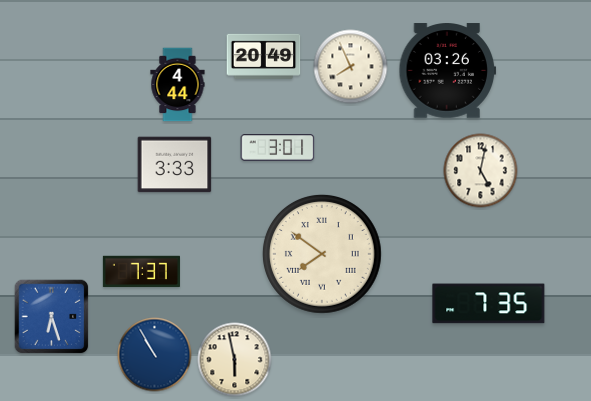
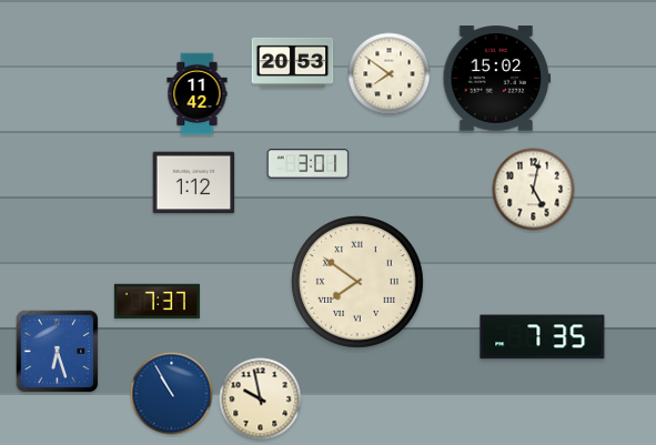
clock at (264, 56): 20:49 -> 20:53
clock at (351, 67): 7:56 -> 7:51
clock at (448, 71): 03:26 -> 15:02
clock at (178, 85): 4:44 -> 11:42
clock at (175, 165): 3:33 -> 1:12
clock at (235, 360): 5:58 -> 9:58
